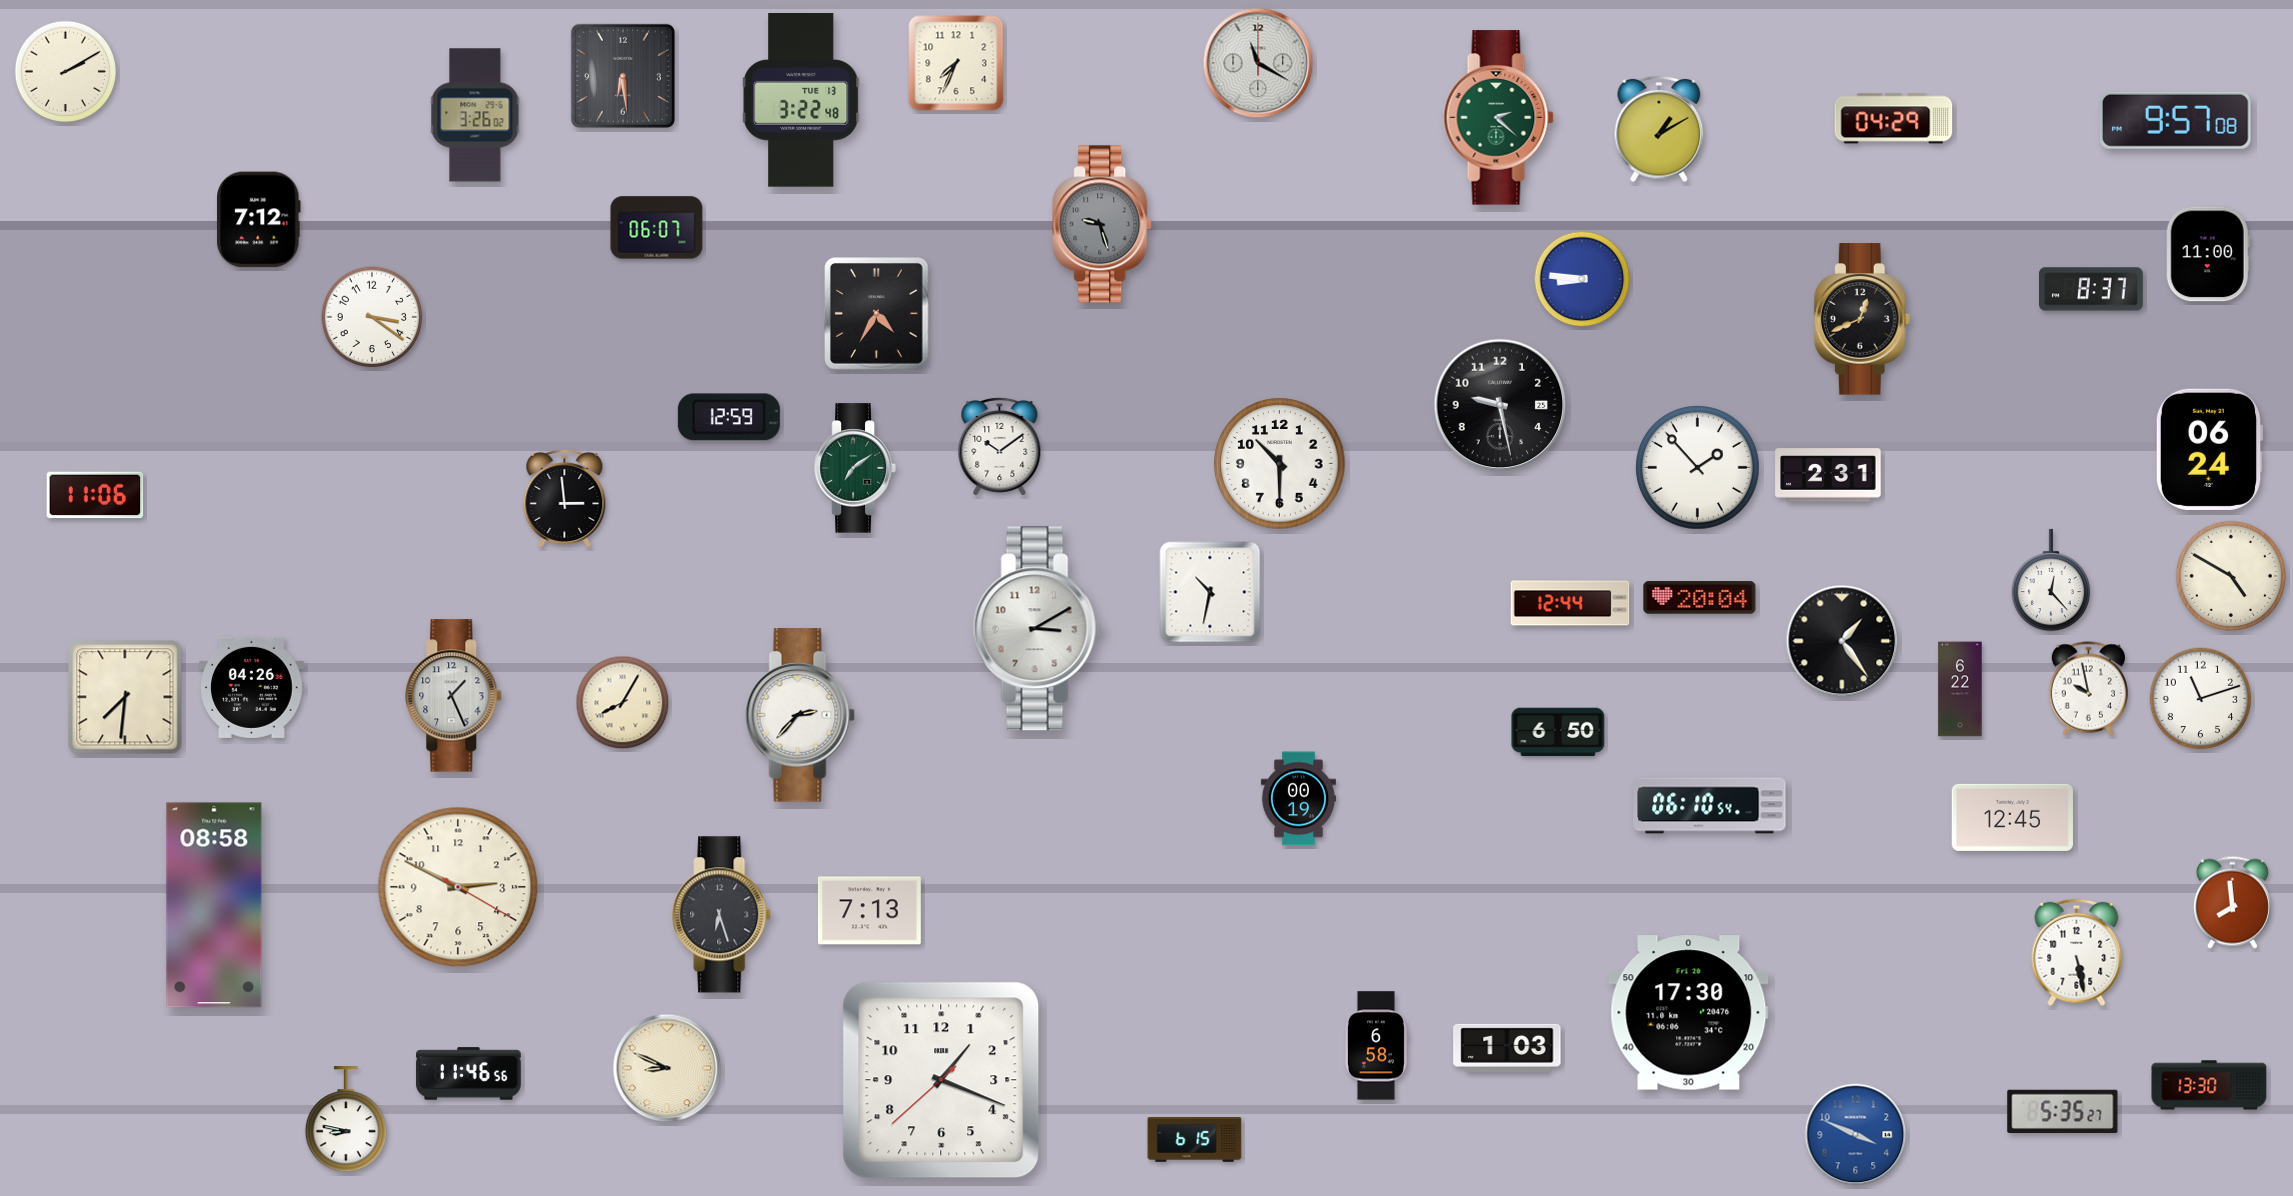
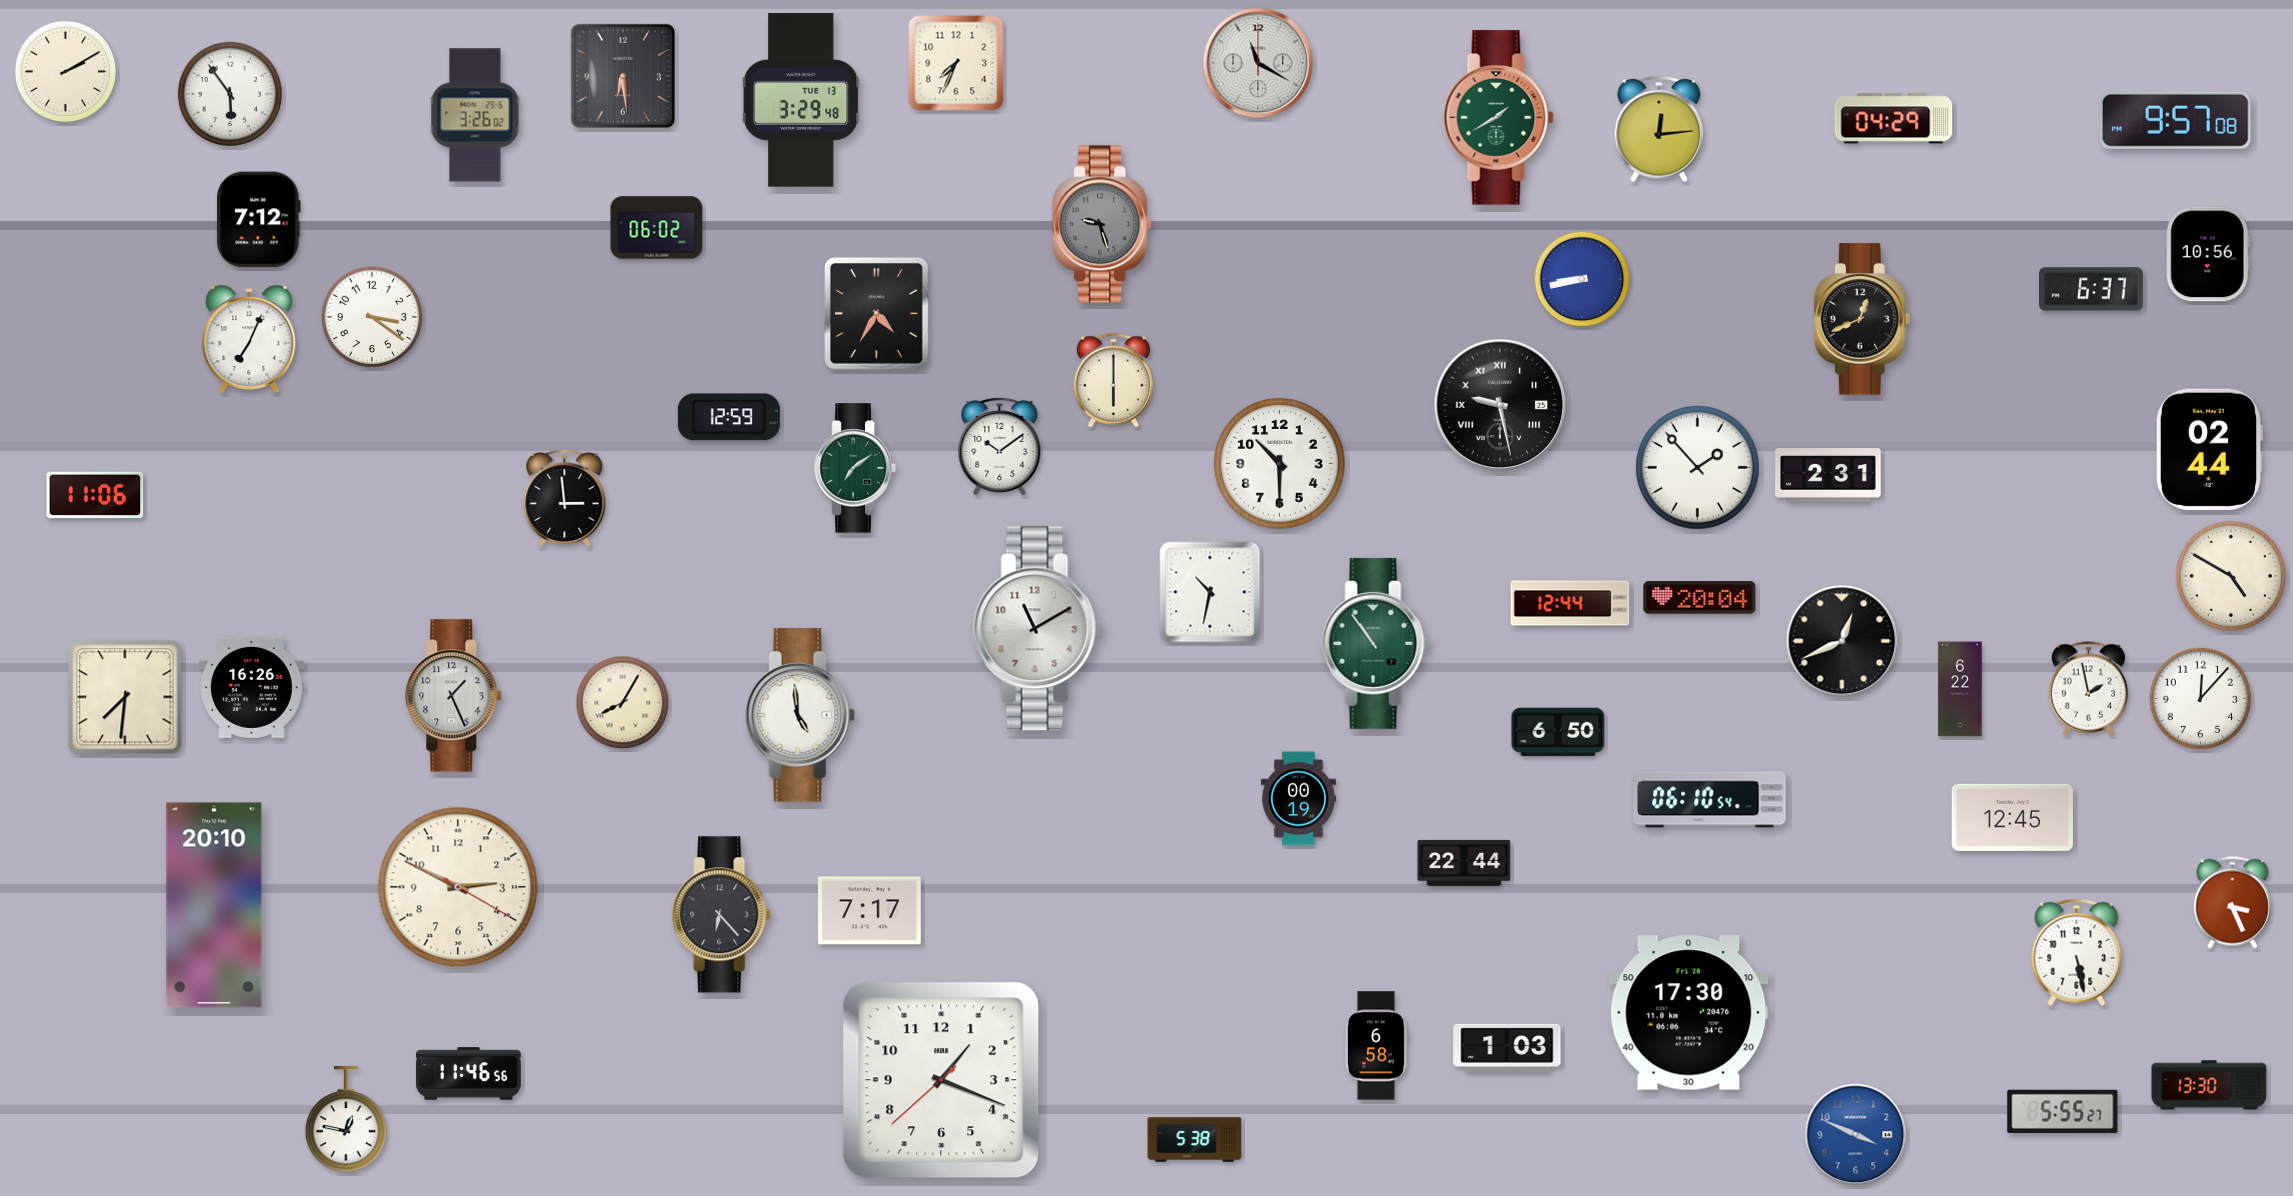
clock at (230, 93): none -> 5:54
clock at (801, 100): 3:22 -> 3:29
clock at (1498, 118): 2:22 -> 1:40
clock at (1659, 129): 1:10 -> 12:14
clock at (657, 228): 06:07 -> 06:02
clock at (2208, 254): 11:00 -> 10:56
clock at (1582, 279): 8:46 -> 8:43
clock at (2092, 289): 8:37 -> 6:37
clock at (249, 338): none -> 7:04
clock at (1113, 381): none -> 6:00
clock at (1500, 405) numerals: Arabic -> Roman
clock at (2209, 449): 06:24 -> 02:44
clock at (2050, 580): 12:23 -> none
clock at (1037, 629): 3:10 -> 11:10
clock at (1842, 641): 1:24 -> 12:41
clock at (1376, 643): none -> 10:54
clock at (252, 687): 04:26 -> 16:26
clock at (2088, 689): 9:58 -> 1:58
clock at (2201, 699): 11:12 -> 12:07
clock at (800, 715): 2:37 -> 4:59
clock at (1710, 806) position: (1710, 806) -> (1710, 800)
clock at (1464, 863): none -> 22:44
clock at (2232, 902): 7:59 -> 3:26
clock at (214, 905): 08:58 -> 20:10
clock at (869, 911): 7:13 -> 7:17
clock at (722, 915): 6:27 -> 6:23
clock at (667, 1068): 8:49 -> none
clock at (2063, 1111): 5:35 -> 5:55
clock at (346, 1120): 8:47 -> 12:47
clock at (1195, 1140): 6:15 -> 5:38
